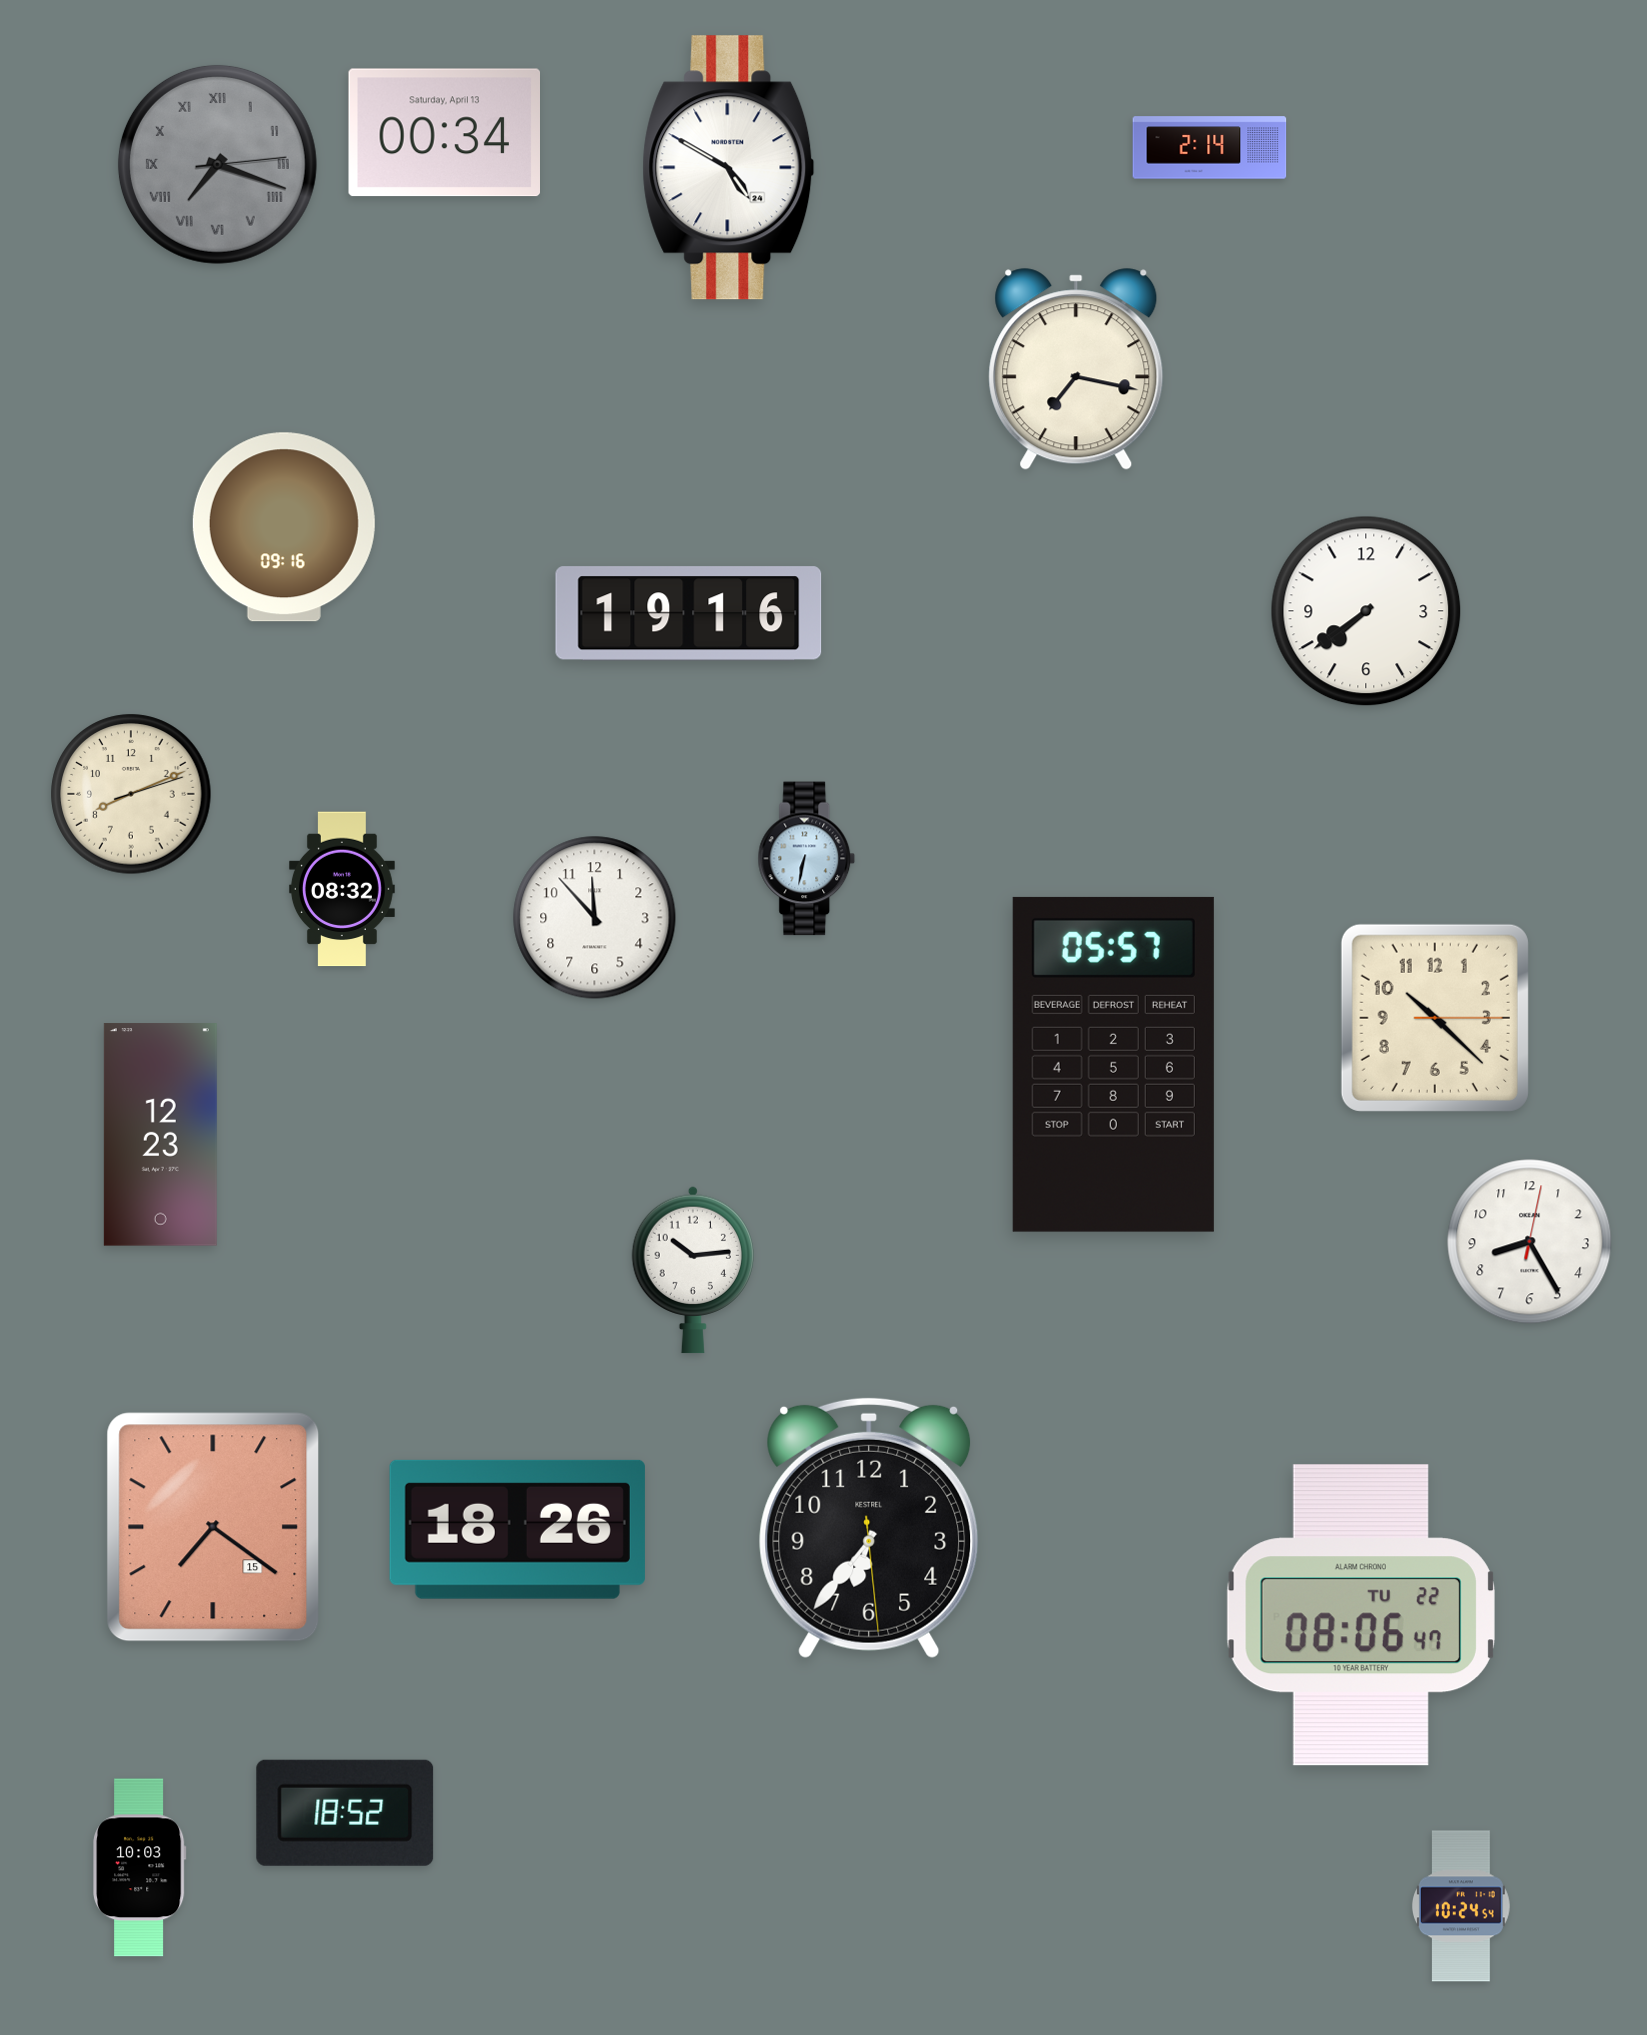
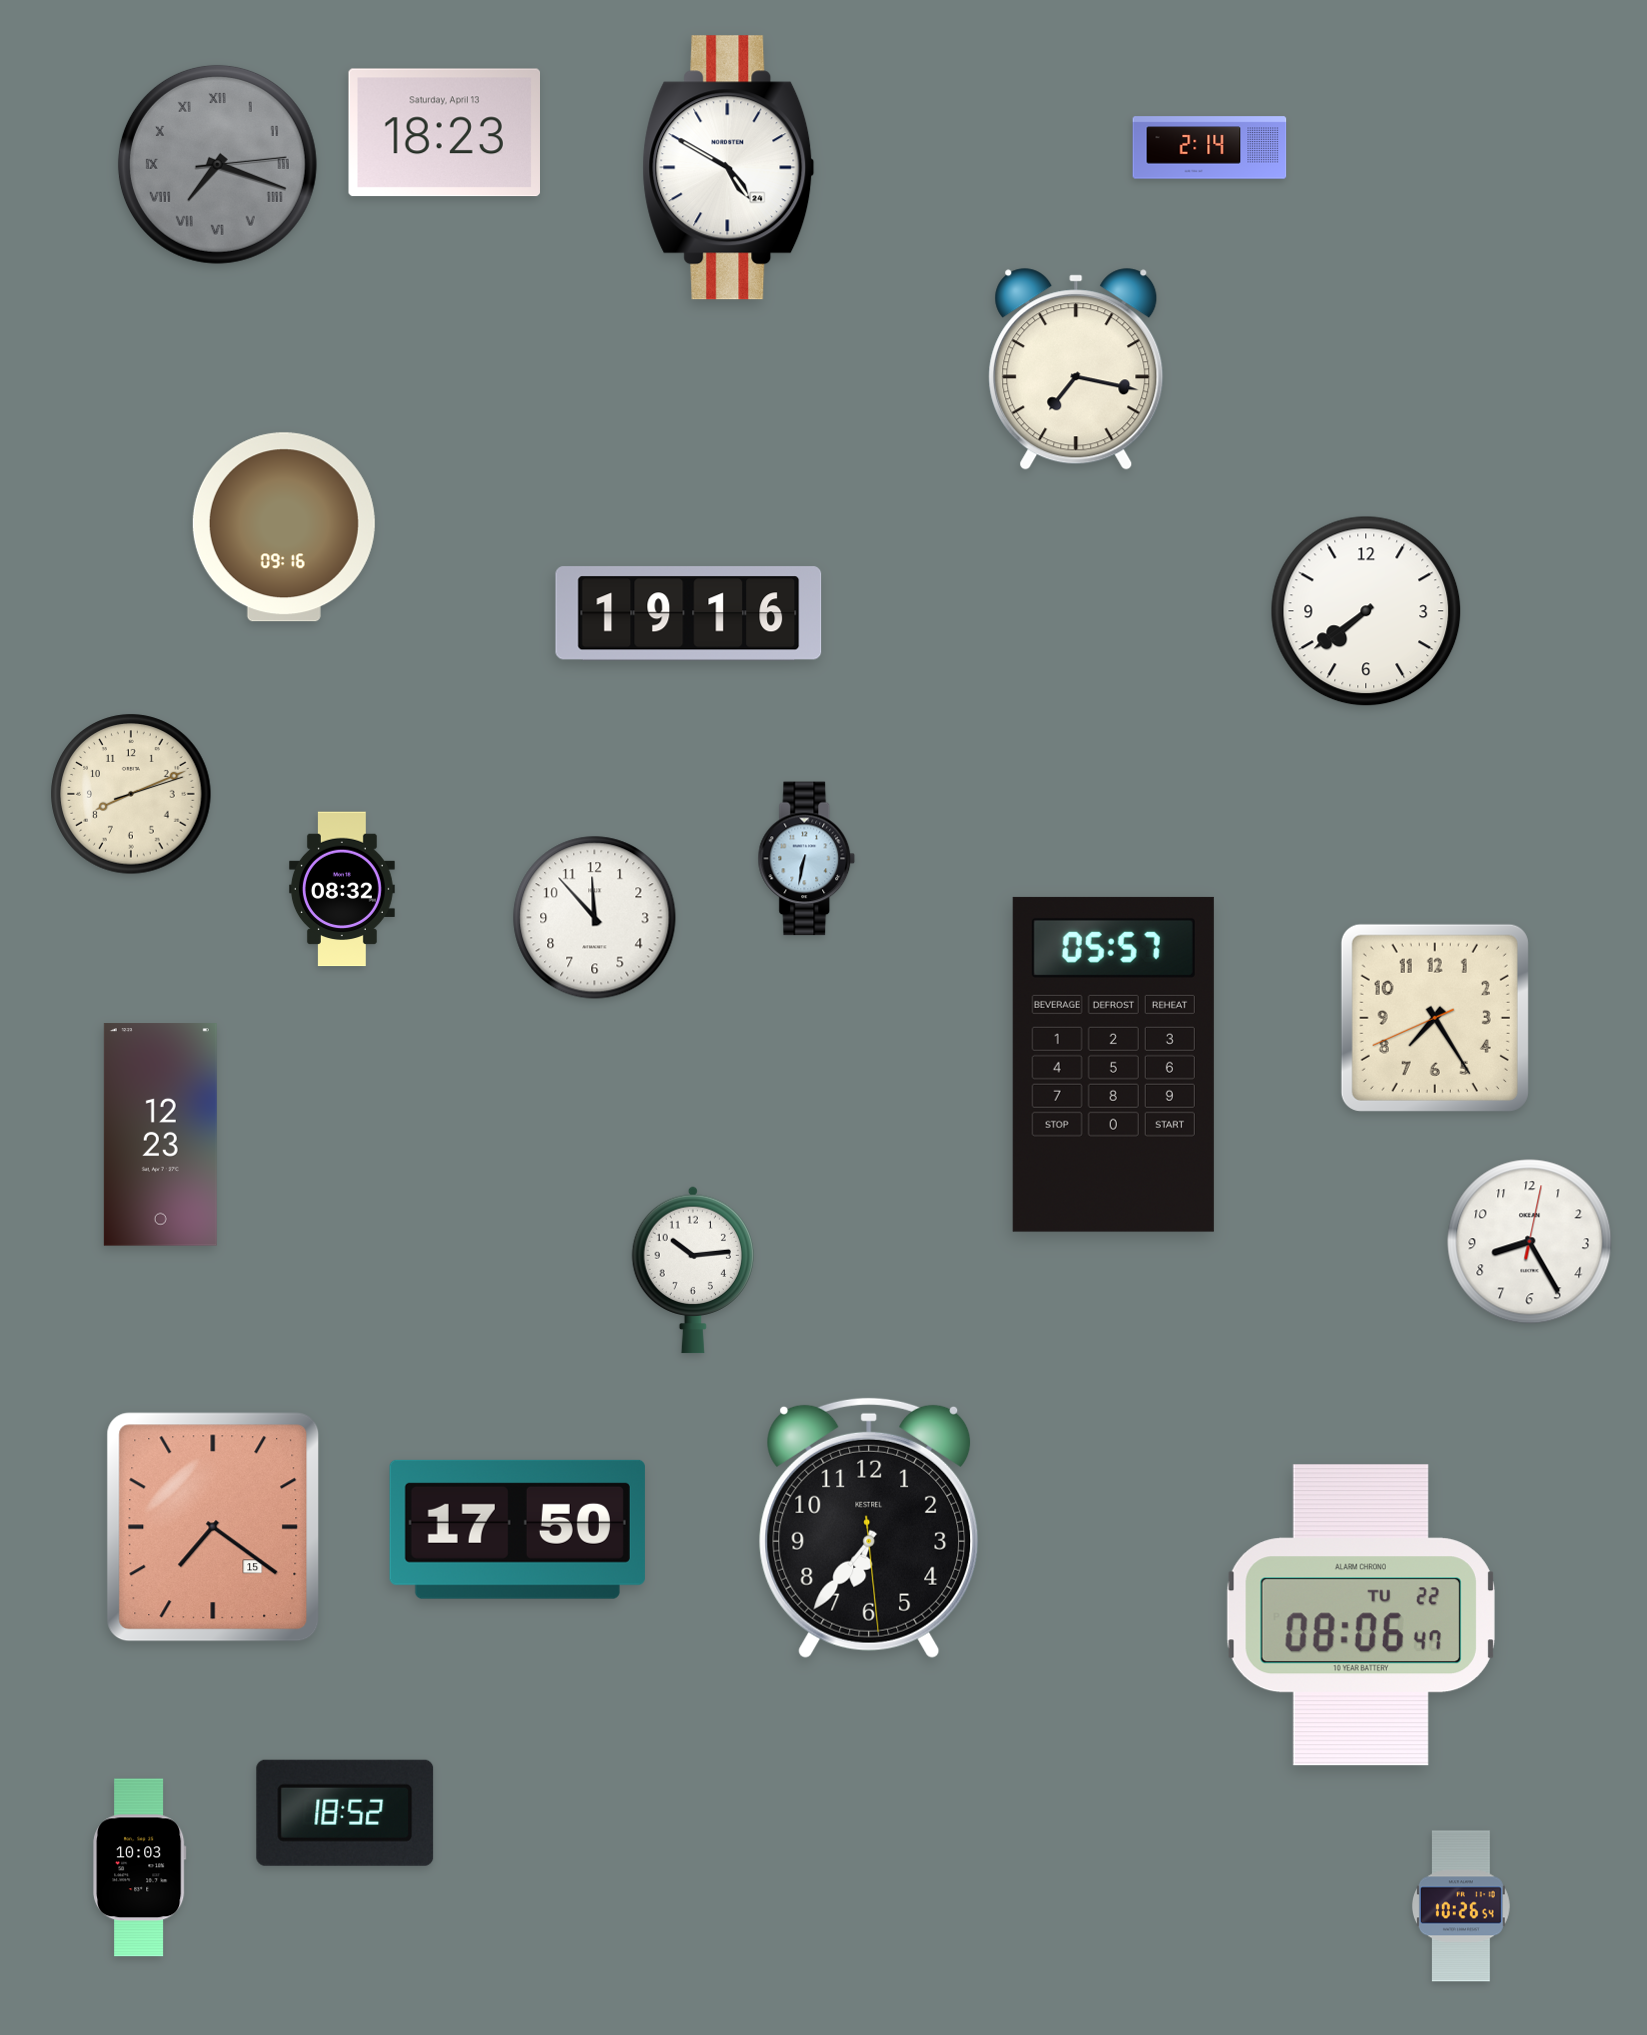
clock at (444, 133): 00:34 -> 18:23
clock at (1435, 1018): 10:22 -> 7:24
clock at (517, 1529): 18:26 -> 17:50
clock at (1461, 1906): 10:24 -> 10:26
